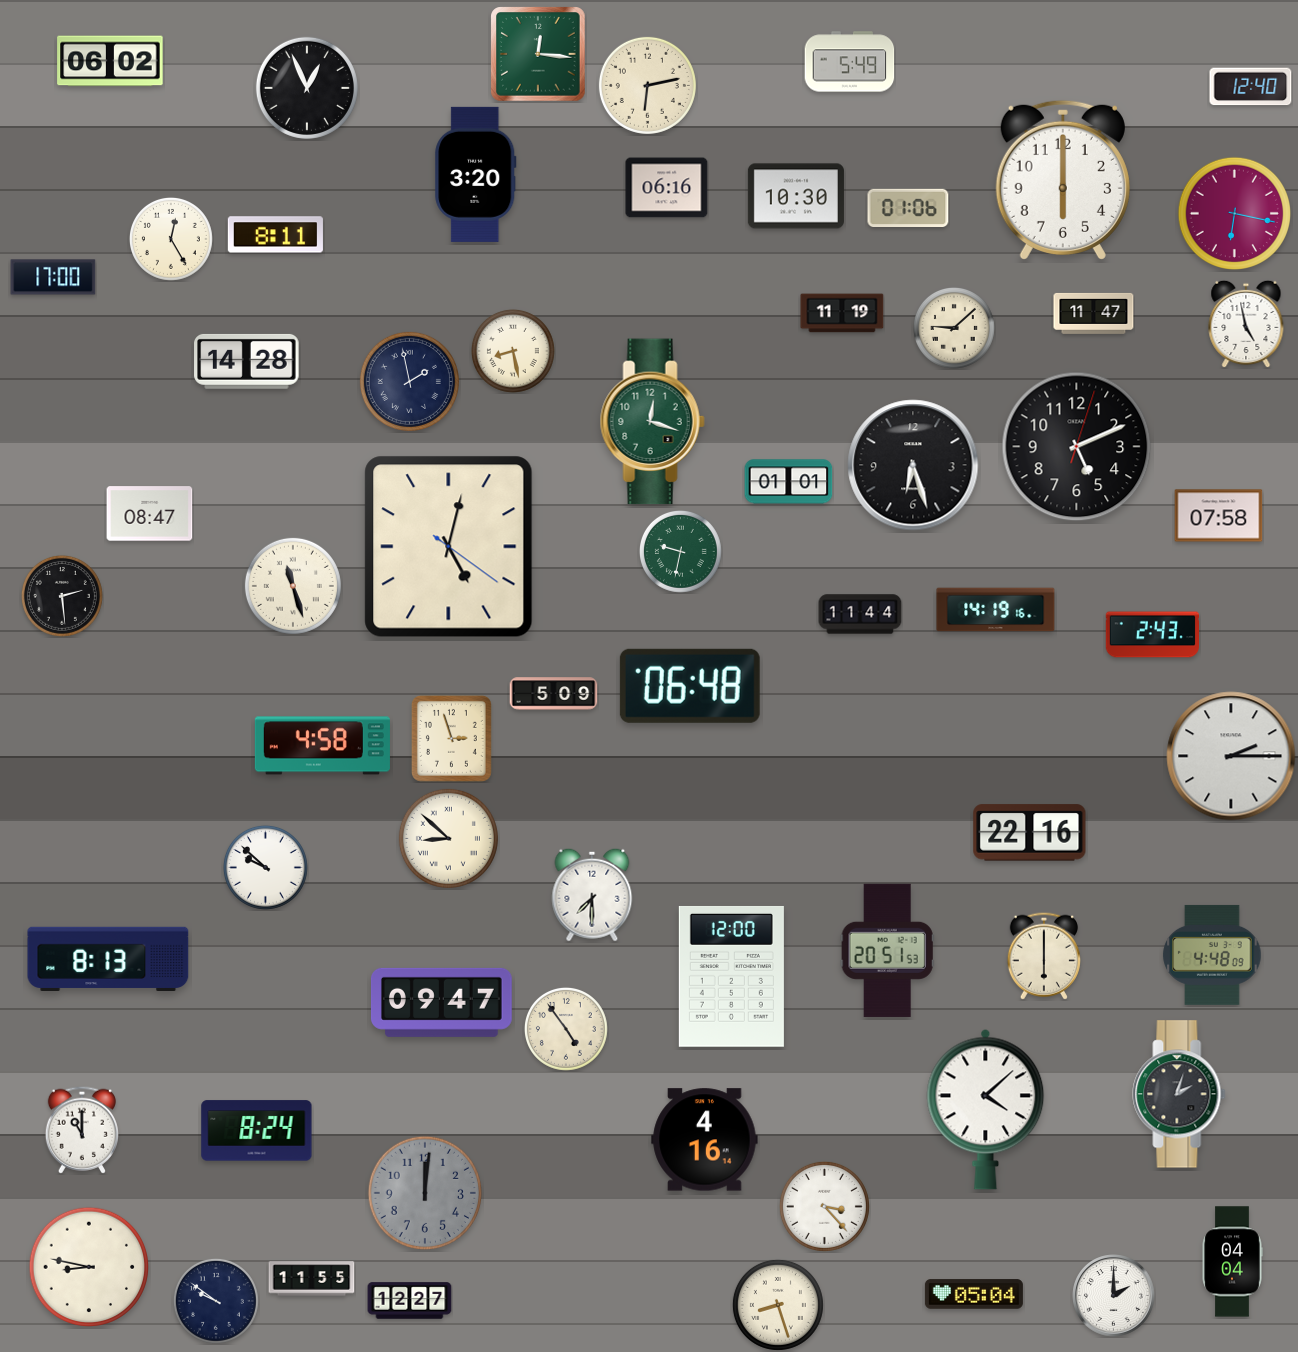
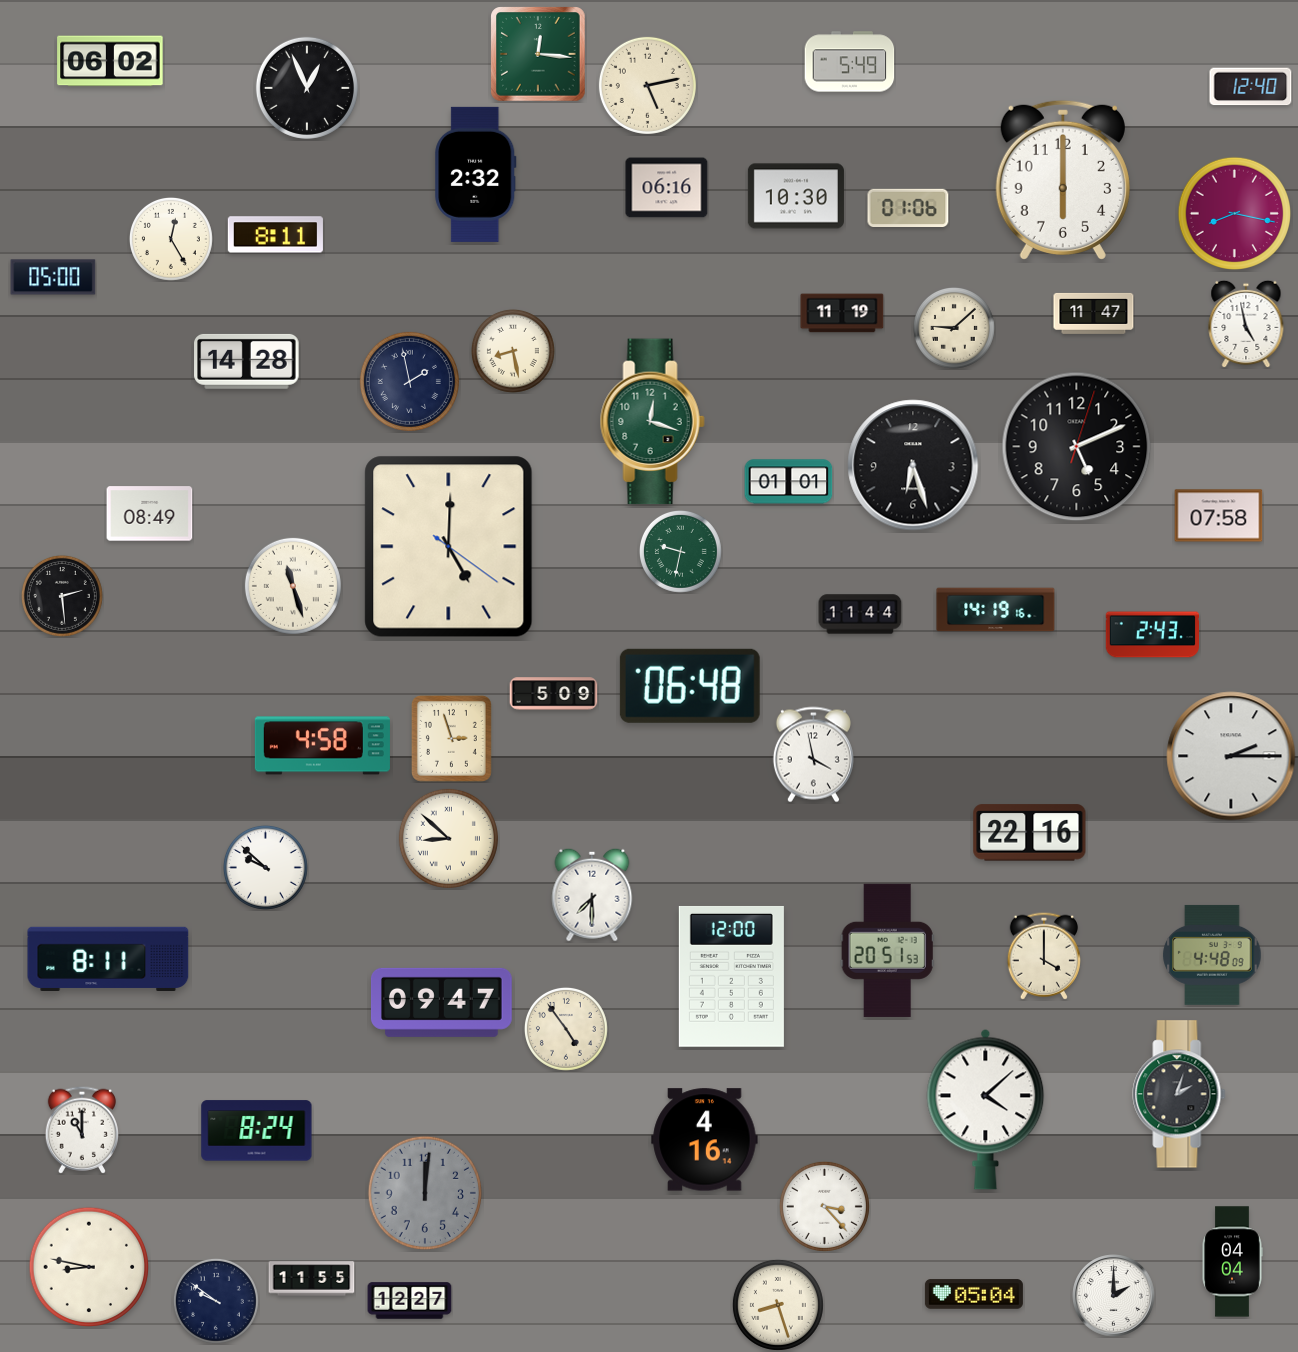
clock at (647, 85): 6:13 -> 5:13
clock at (476, 174): 3:20 -> 2:32
clock at (1234, 213): 6:17 -> 8:17
clock at (53, 277): 17:00 -> 05:00
clock at (150, 514): 08:47 -> 08:49
clock at (449, 547): 5:02 -> 5:00
clock at (813, 755): none -> 3:58
clock at (1044, 956): 6:00 -> 4:00
clock at (108, 958): 8:13 -> 8:11
